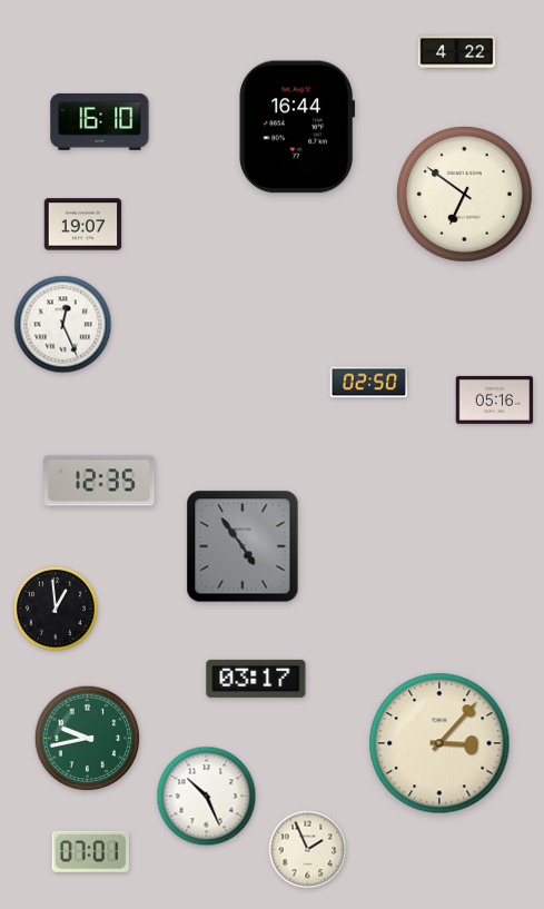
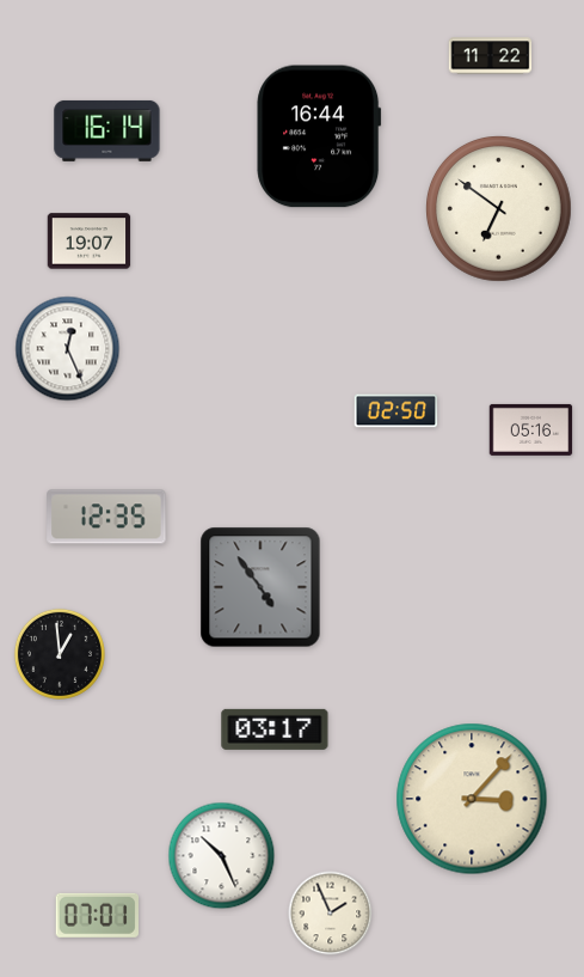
clock at (457, 52): 4:22 -> 11:22
clock at (100, 121): 16:10 -> 16:14
clock at (88, 739): 9:43 -> none
